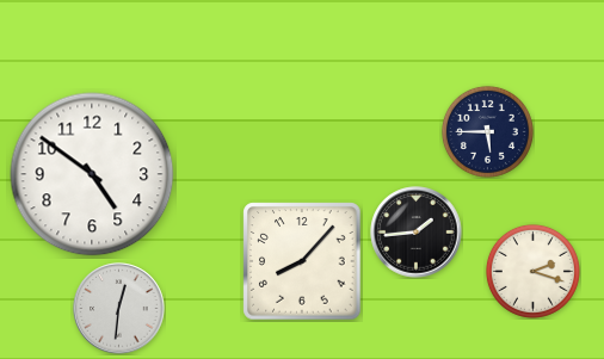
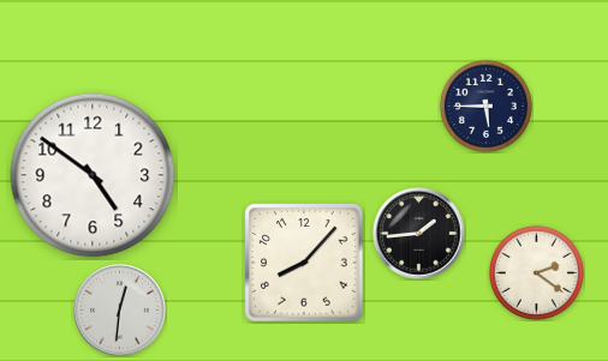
clock at (487, 131) position: (487, 131) -> (485, 106)
clock at (532, 271): 2:18 -> 2:21
